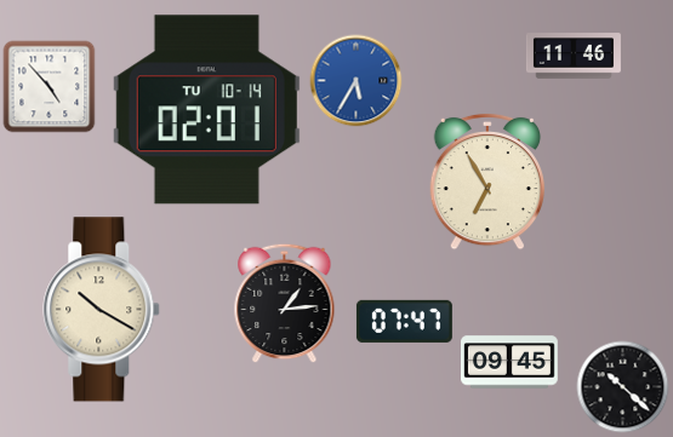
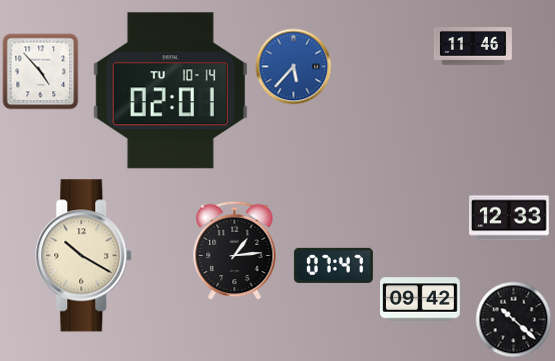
clock at (357, 81): 5:35 -> 5:37
clock at (486, 182): 6:55 -> none
clock at (510, 218): none -> 12:33
clock at (511, 362): 09:45 -> 09:42
